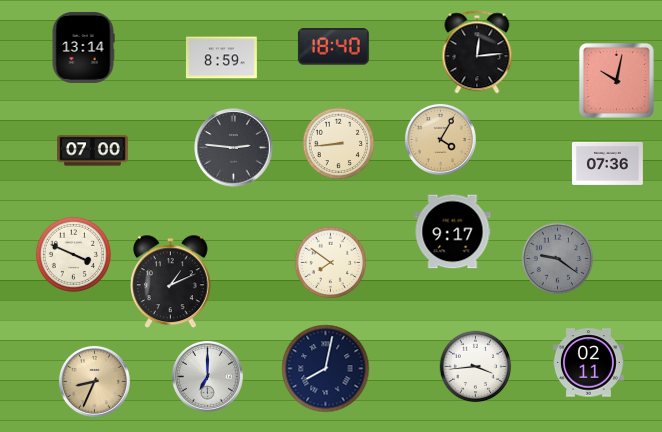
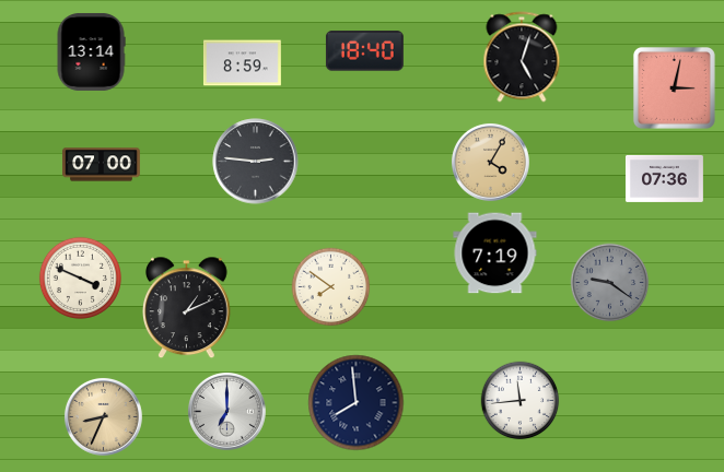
clock at (477, 52): 12:14 -> 5:03
clock at (616, 80): 10:02 -> 3:02
clock at (440, 139) position: (440, 139) -> (490, 162)
clock at (339, 144): 8:44 -> none
clock at (453, 232): 9:17 -> 7:19
clock at (331, 263) position: (331, 263) -> (331, 287)
clock at (588, 363): 02:11 -> none
clock at (476, 367): 3:44 -> 11:44
clock at (326, 369): 8:02 -> 7:59
